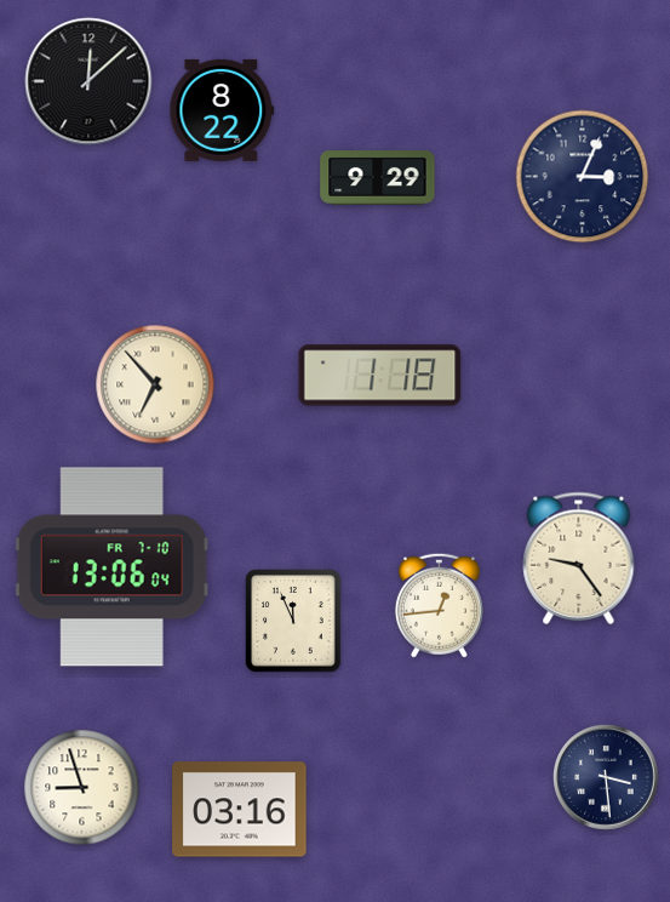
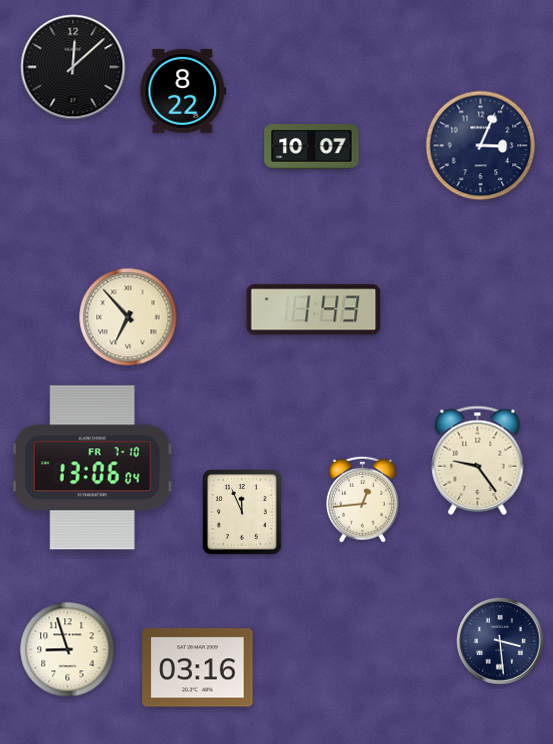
clock at (378, 178): 9:29 -> 10:07
clock at (380, 376): 1:18 -> 1:43
